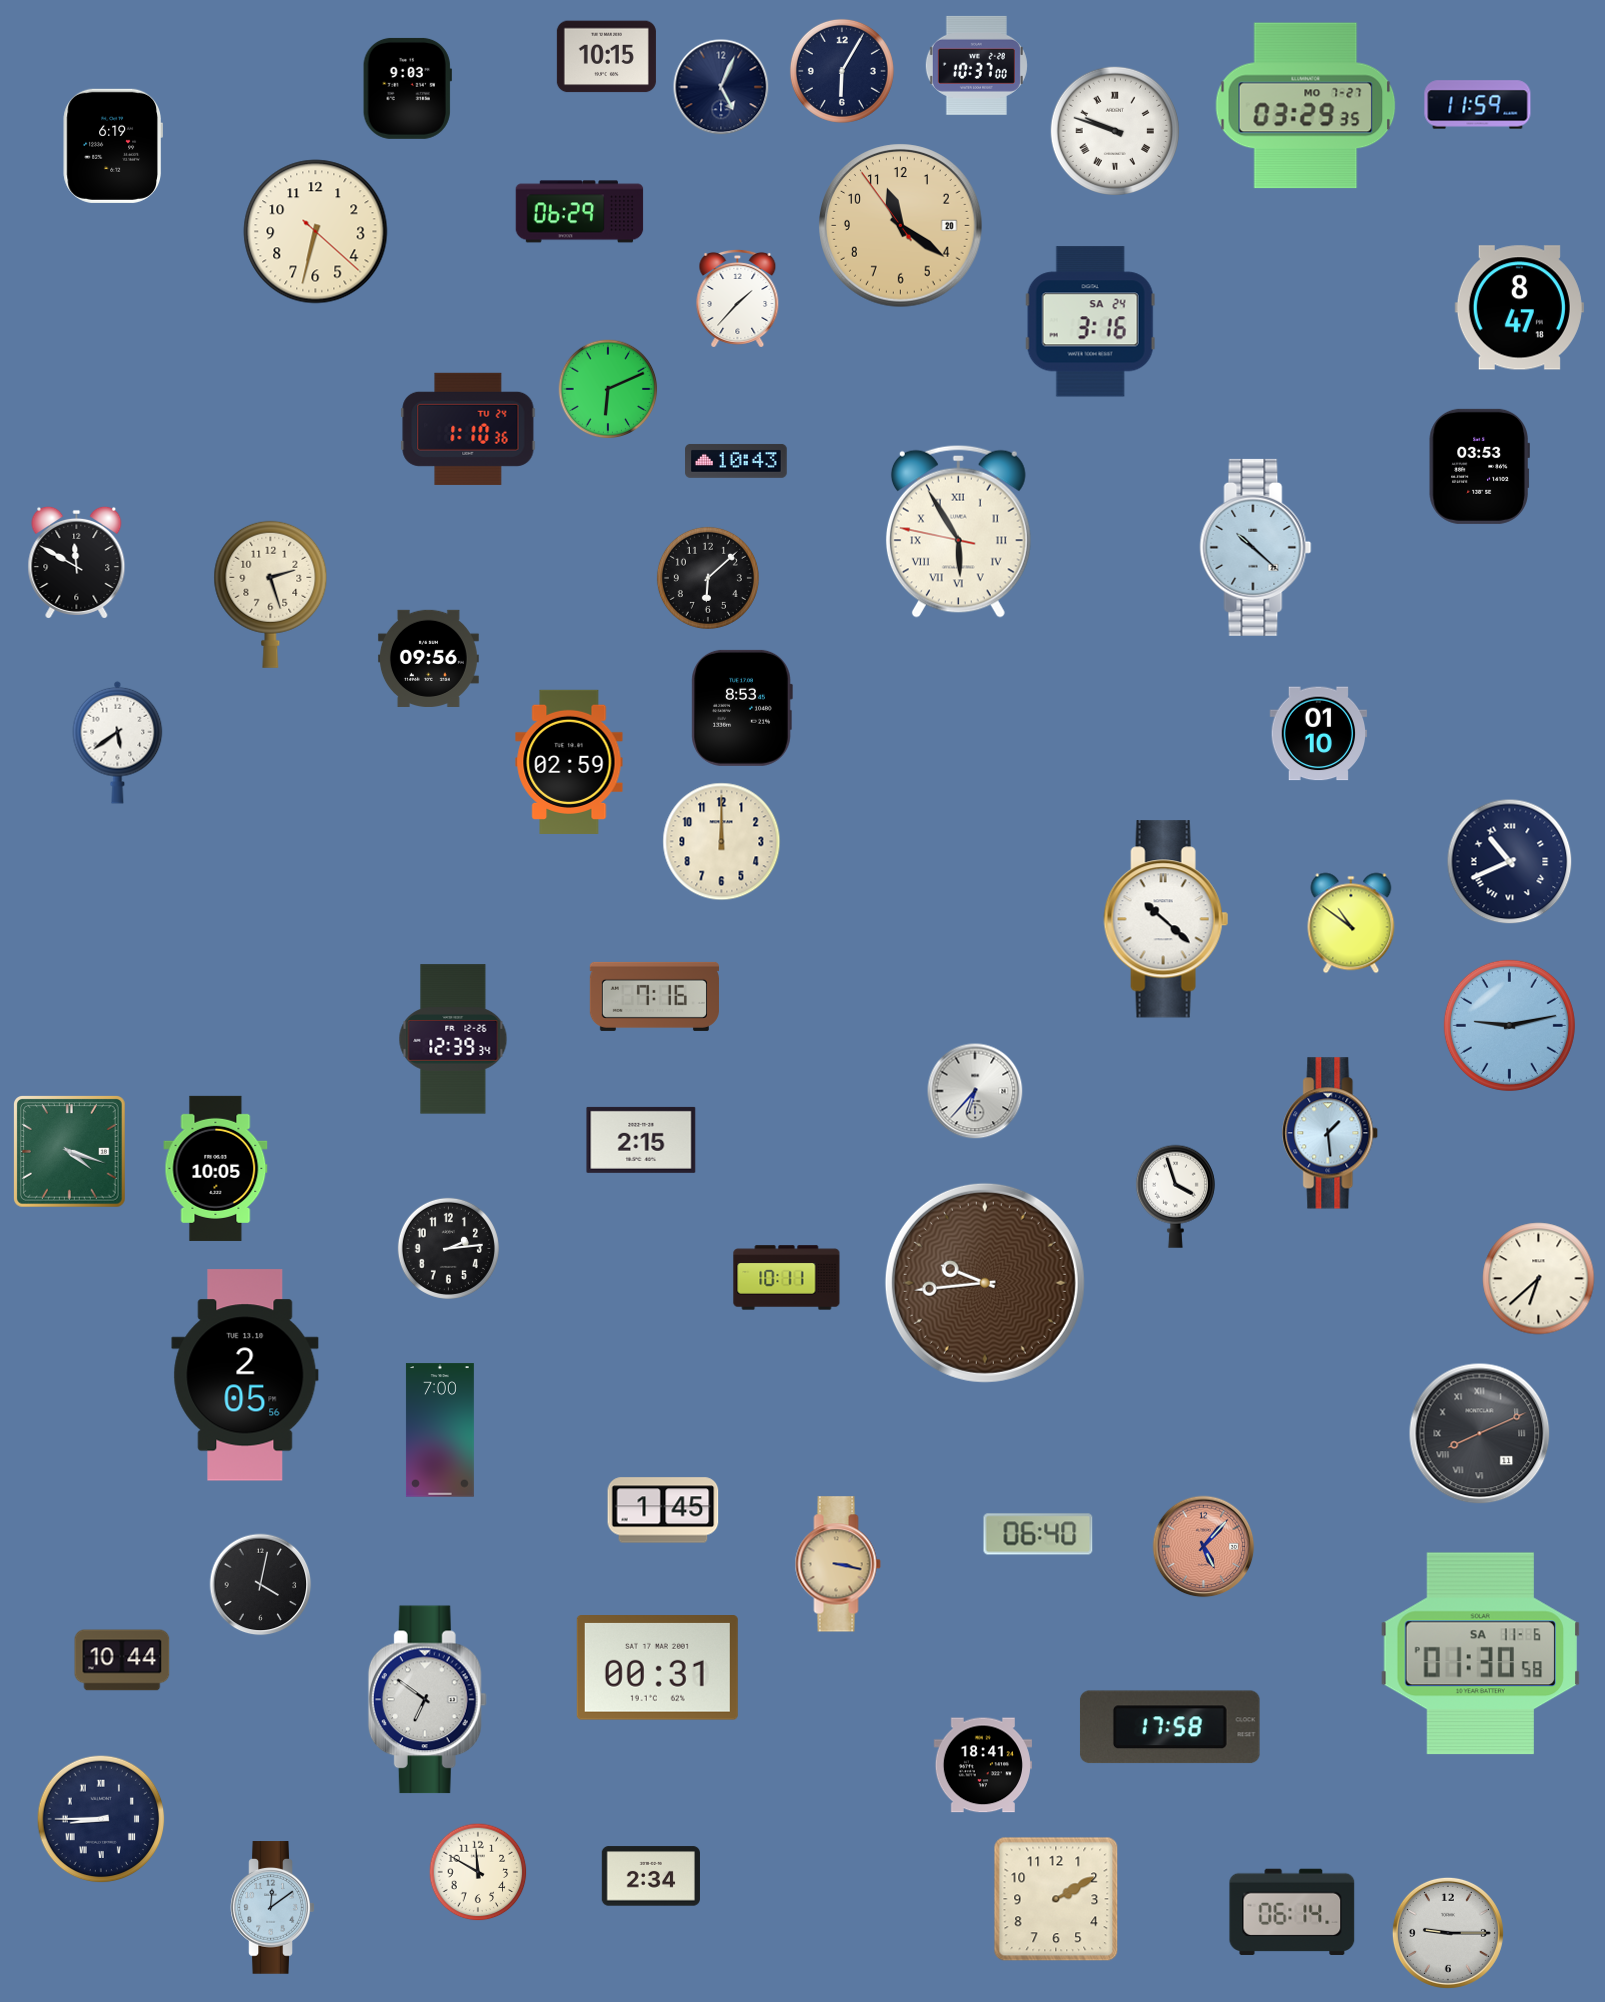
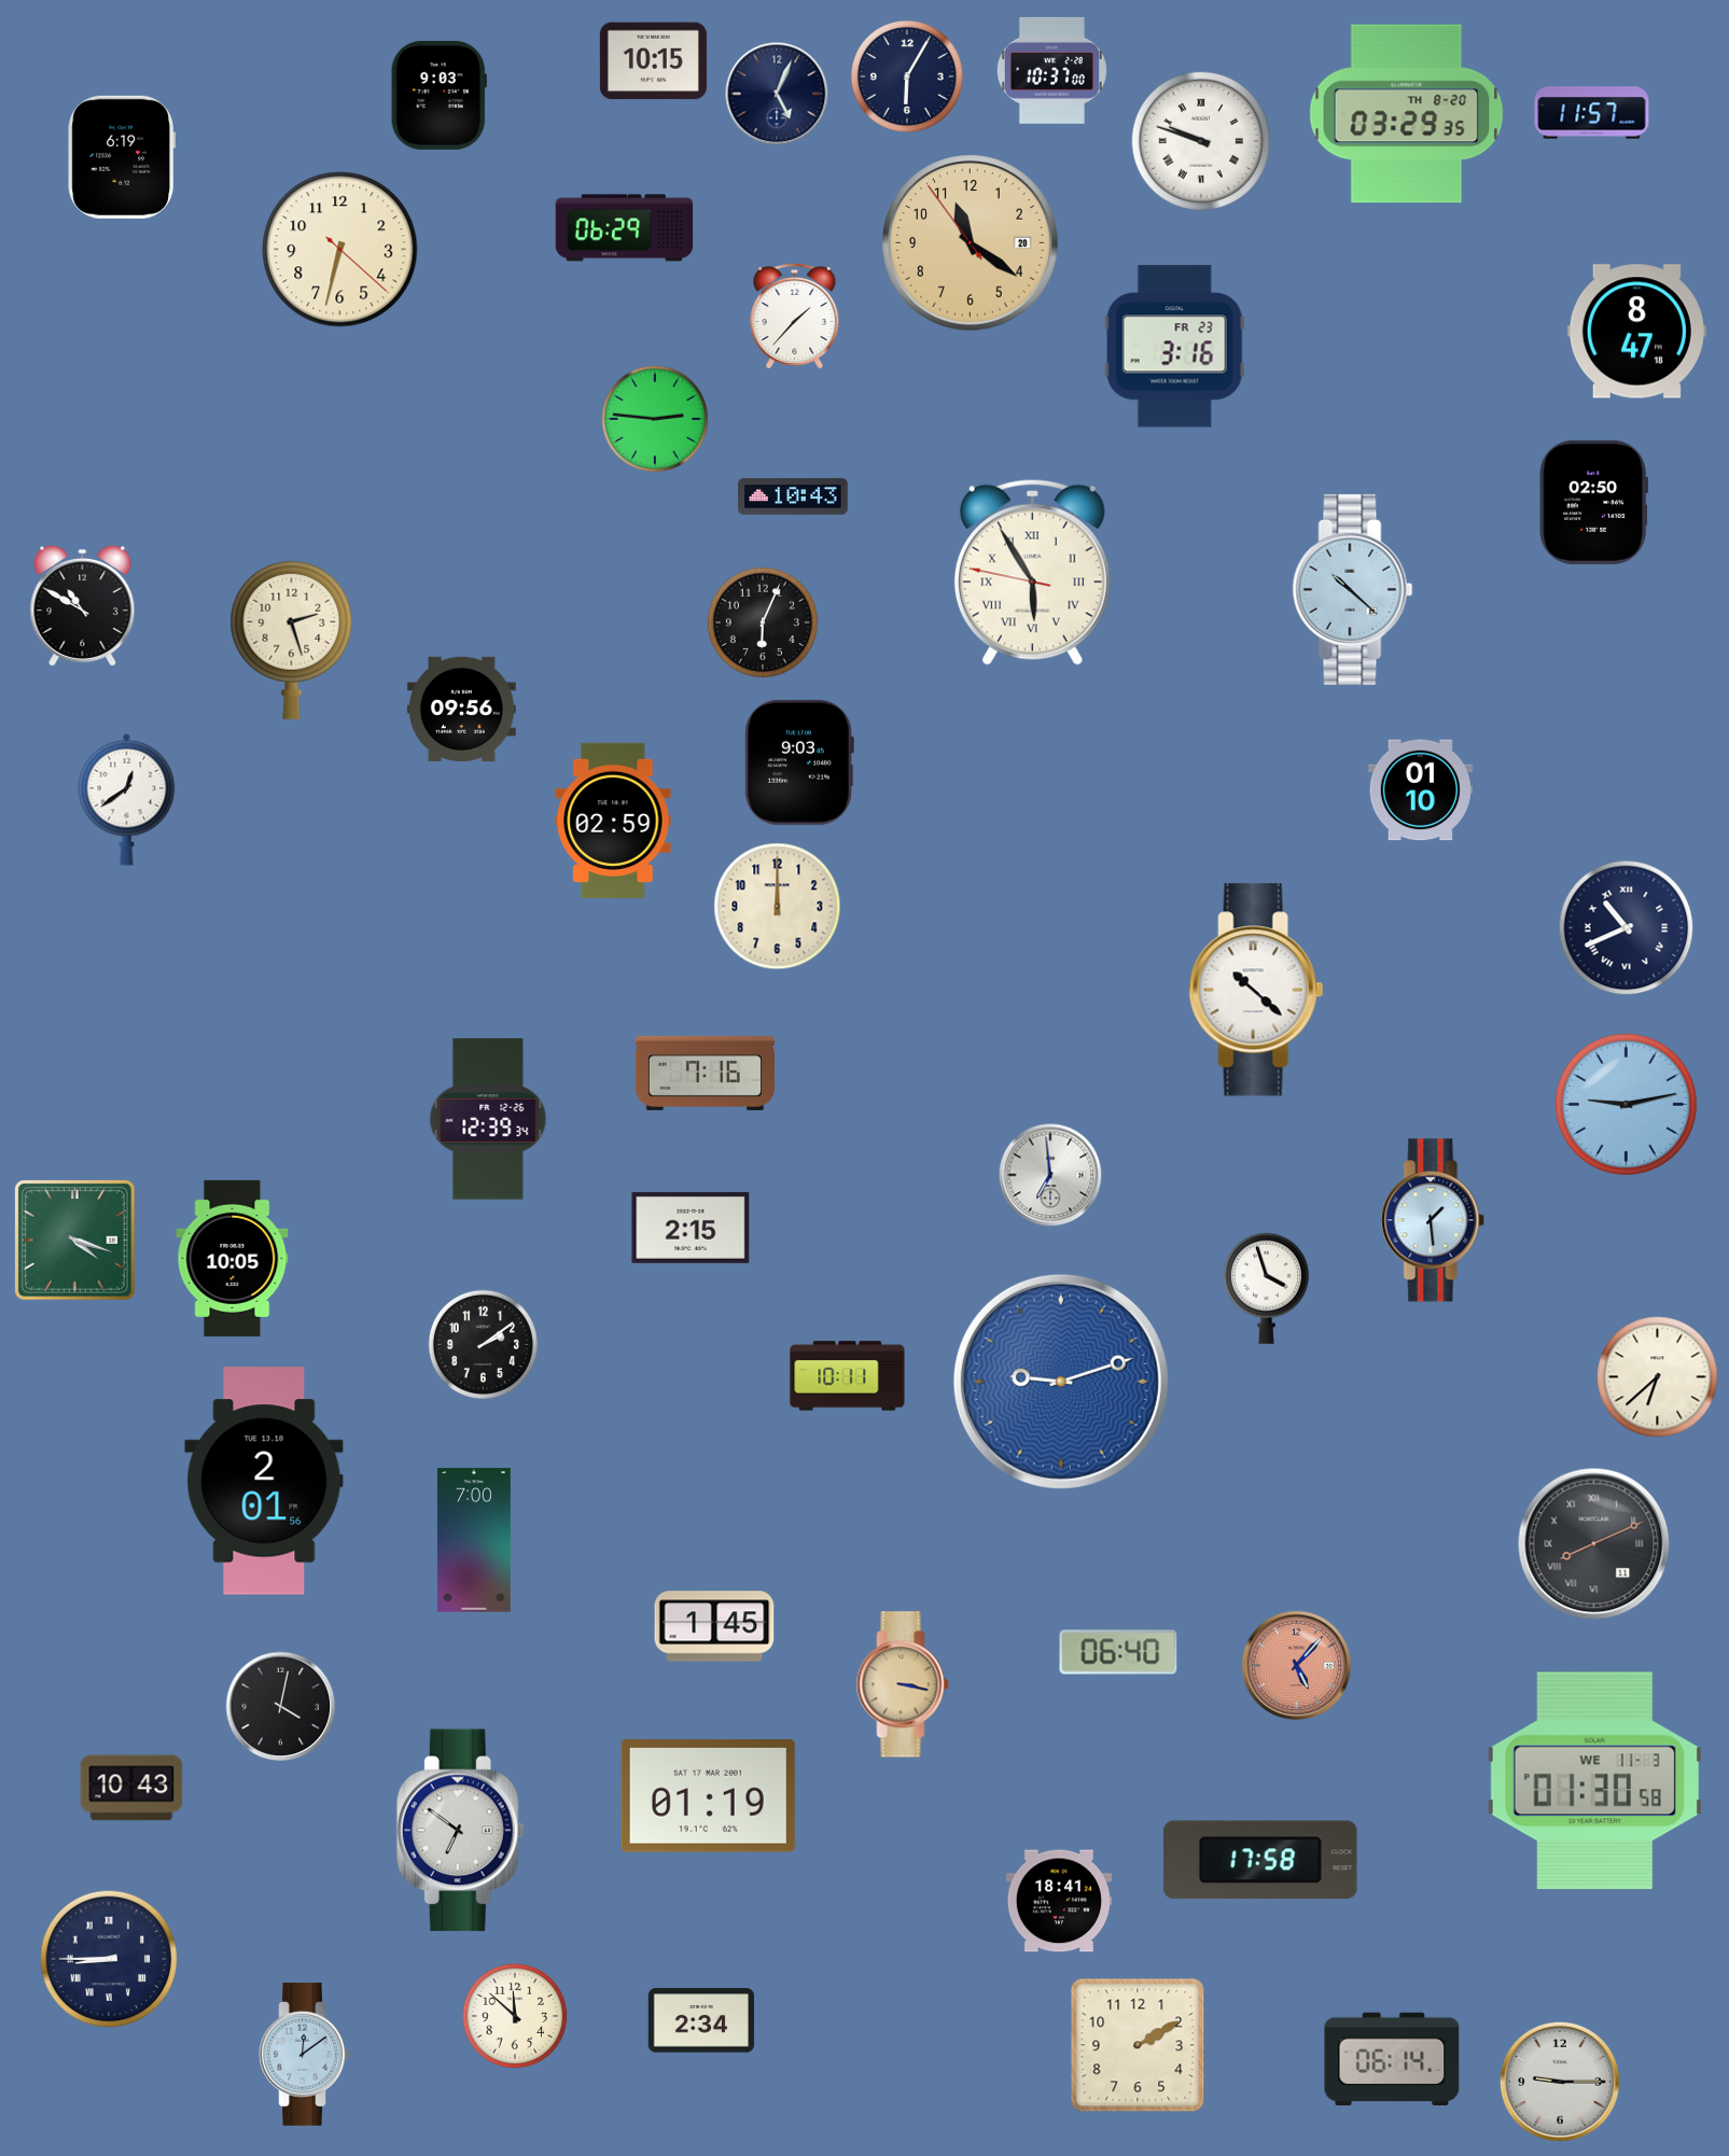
clock at (1478, 105): 11:59 -> 11:57
clock at (1306, 106) date: MO 7-27 -> TH 8-20
clock at (738, 298) position: (738, 298) -> (795, 316)
clock at (1090, 322) date: SA 24 -> FR 23
clock at (608, 389): 6:11 -> 2:46
clock at (468, 429): 1:10 -> none
clock at (1479, 466): 03:53 -> 02:50
clock at (77, 562): 11:50 -> 10:50
clock at (708, 578): 6:08 -> 6:04
clock at (742, 708): 8:53 -> 9:03
clock at (118, 742): 5:39 -> 12:39
clock at (1351, 923): 10:51 -> none
clock at (975, 1091): 6:37 -> 6:59
clock at (448, 1248): 2:14 -> 2:09
clock at (985, 1283): 9:44 -> 9:12
clock at (985, 1283) dial: brown -> blue
clock at (245, 1375): 2:05 -> 2:01
clock at (1481, 1654) date: SA 11-6 -> WE 11-3
clock at (122, 1660): 10:44 -> 10:43
clock at (657, 1668): 00:31 -> 01:19
clock at (478, 1872): 11:50 -> 11:52
clock at (273, 1908) position: (273, 1908) -> (305, 2055)
